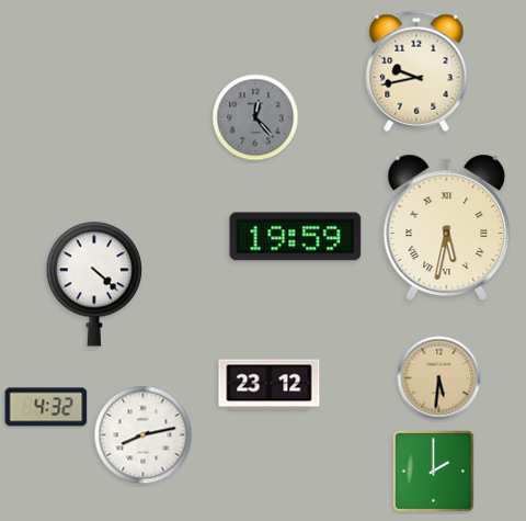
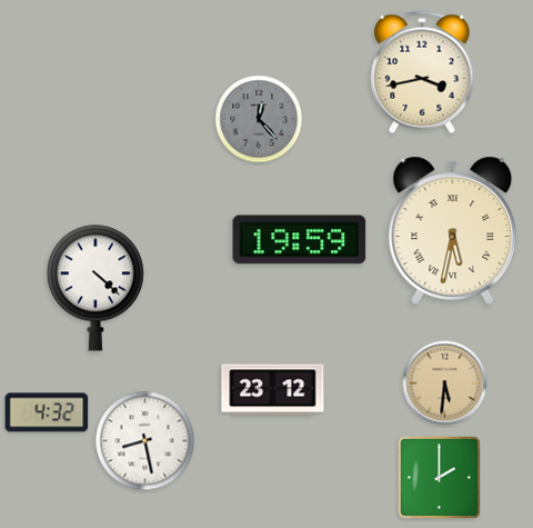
clock at (416, 71): 9:43 -> 3:43
clock at (144, 435): 8:13 -> 8:28
